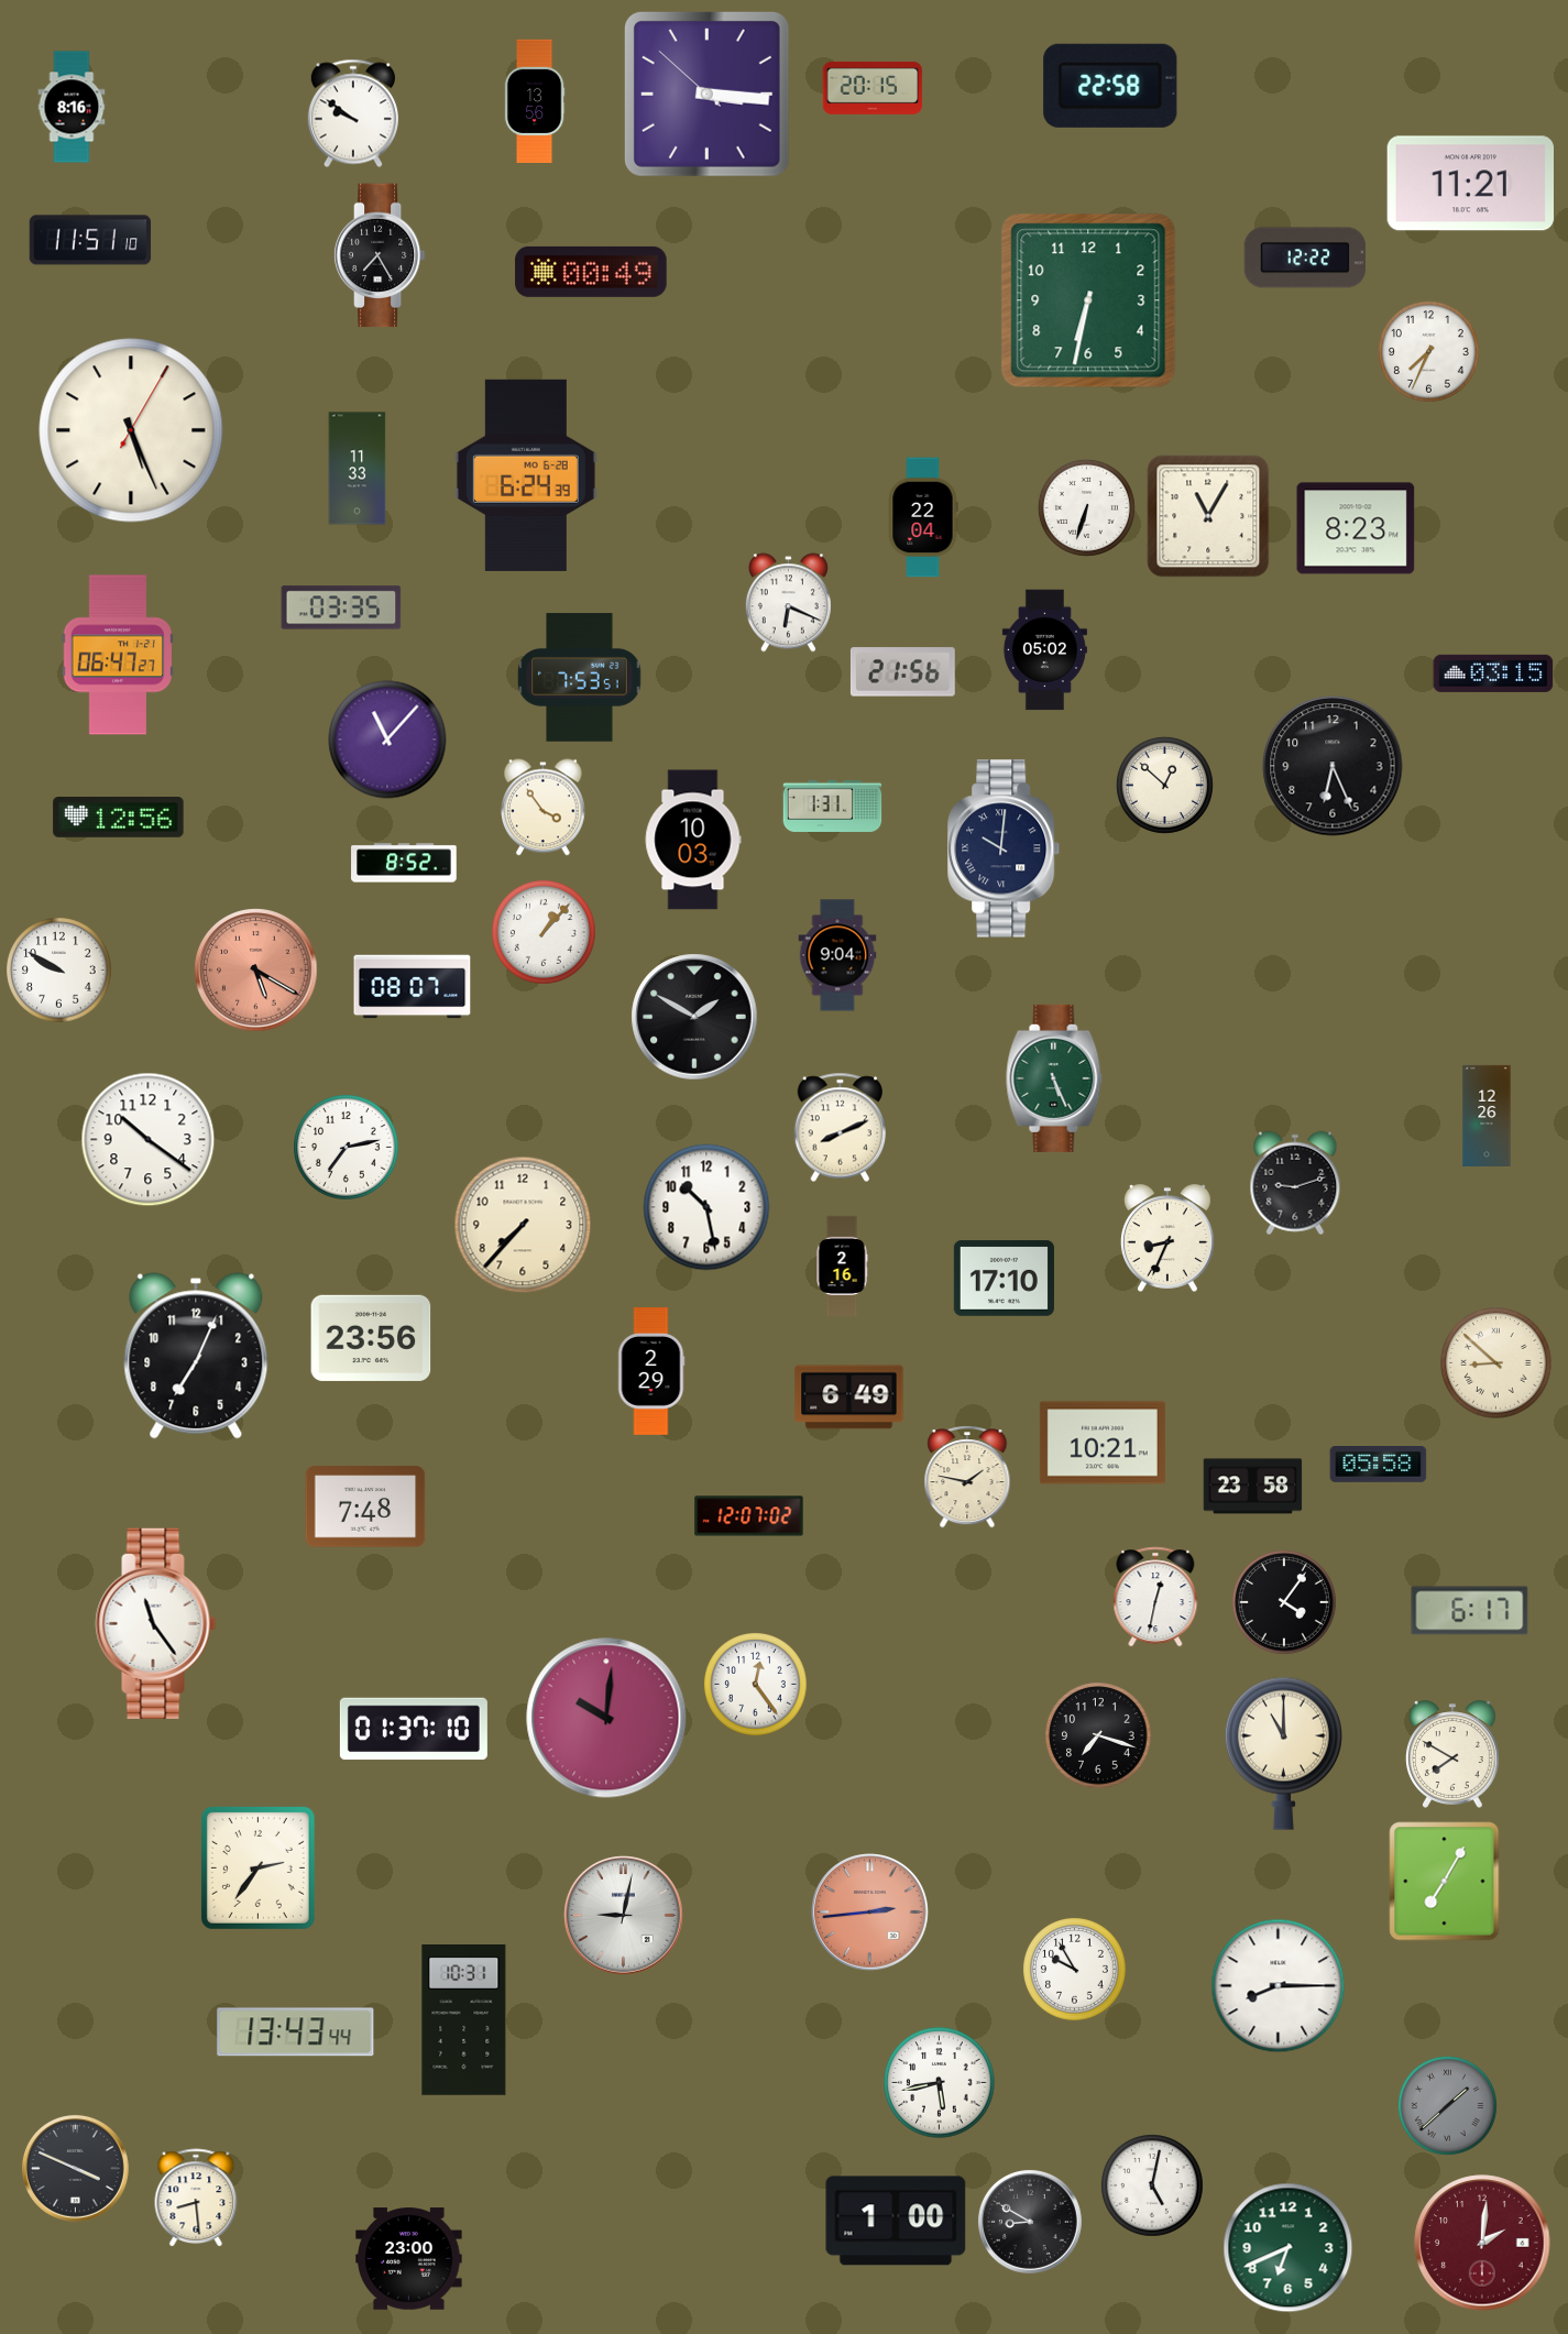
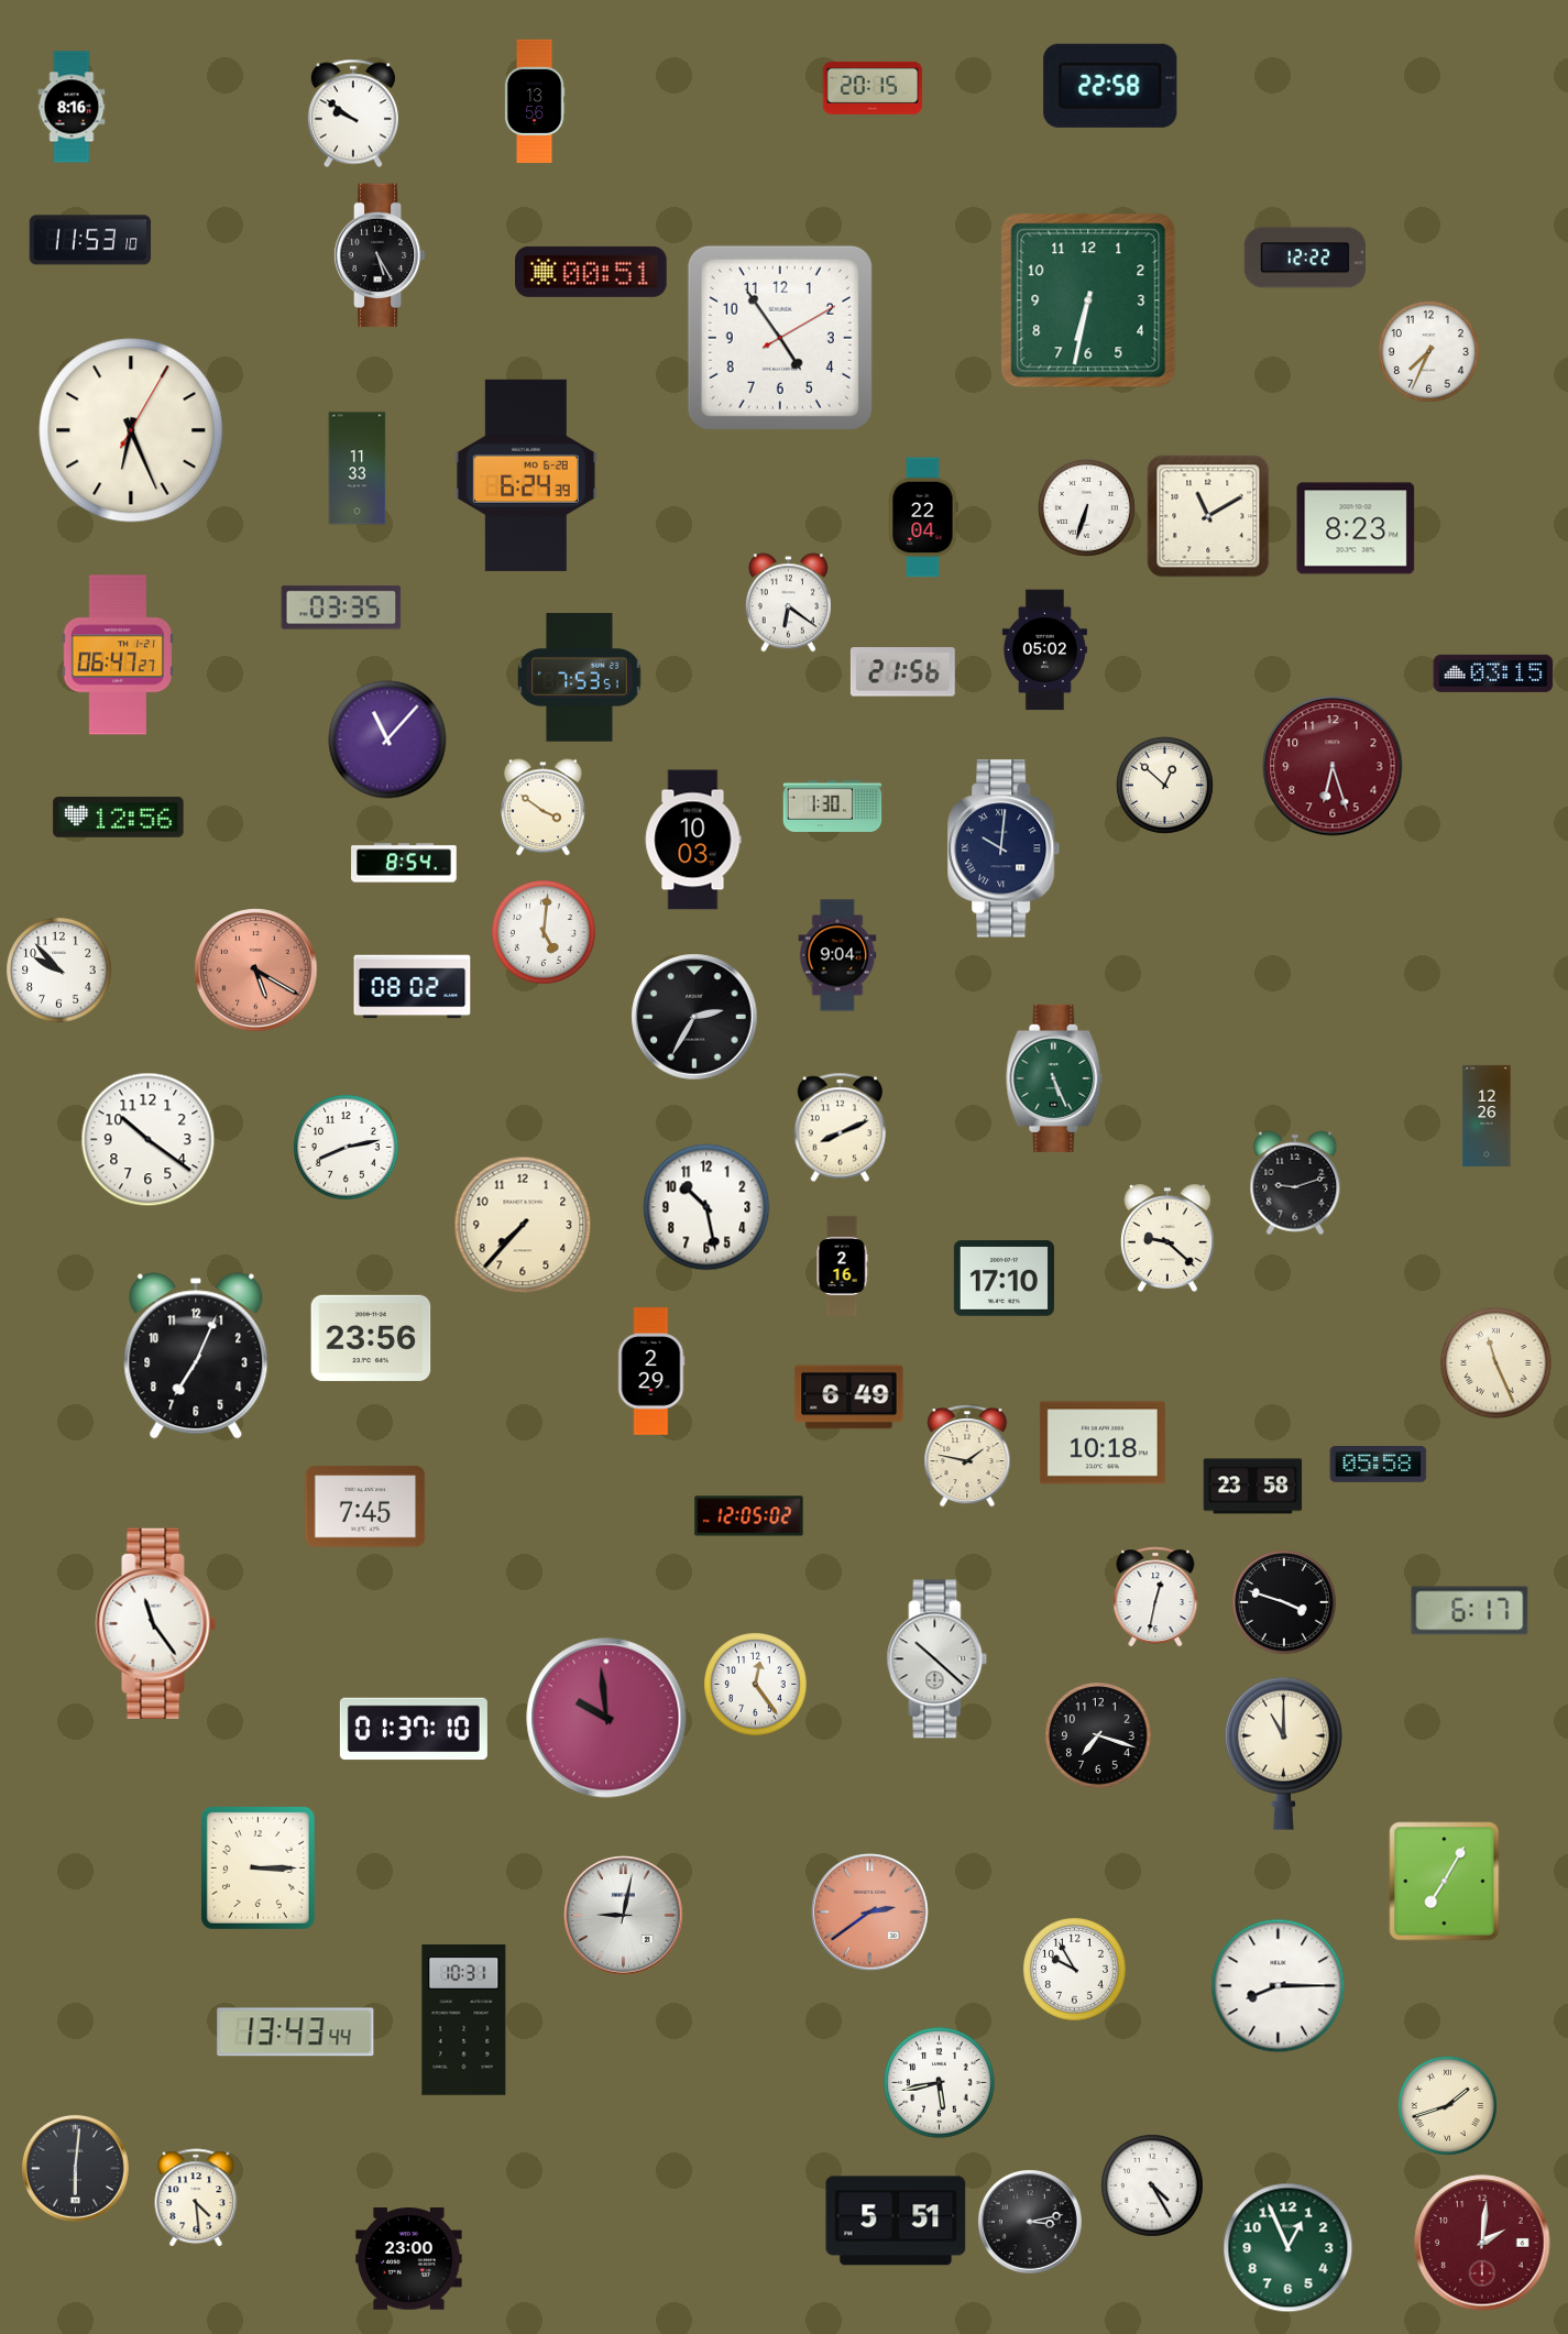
clock at (708, 95): 3:15 -> none
clock at (1470, 184): 11:21 -> none
clock at (90, 240): 11:51 -> 11:53
clock at (380, 255): 7:25 -> 5:25
clock at (591, 272): 00:49 -> 00:51
clock at (780, 338): none -> 4:54
clock at (131, 430): 5:26 -> 6:26
clock at (1208, 516): 11:05 -> 11:10
clock at (788, 603): 6:19 -> 6:21
clock at (1333, 766): 6:26 -> 6:27
clock at (1333, 766) dial: black -> burgundy
clock at (833, 806): 1:31 -> 1:30
clock at (544, 808): 3:54 -> 3:51
clock at (404, 863): 8:52 -> 8:54
clock at (544, 932): 1:07 -> 5:01
clock at (59, 971): 9:50 -> 9:53
clock at (413, 987): 08:07 -> 08:02
clock at (694, 1017): 1:50 -> 2:35
clock at (347, 1148): 7:13 -> 8:13
clock at (1167, 1238): 8:34 -> 9:22
clock at (1496, 1363): 8:52 -> 11:26
clock at (1103, 1443): 10:21 -> 10:18
clock at (967, 1478) position: (967, 1478) -> (967, 1457)
clock at (365, 1506): 7:48 -> 7:45
clock at (749, 1516): 12:07 -> 12:05
clock at (1284, 1602): 4:06 -> 3:48
clock at (937, 1659): none -> 10:22
clock at (606, 1718): 10:01 -> 9:59
clock at (1452, 1754): 7:50 -> none
clock at (257, 1867): 2:36 -> 3:15
clock at (870, 1913): 2:44 -> 2:39
clock at (1447, 2105): 1:38 -> 1:42
clock at (1447, 2105) dial: grey -> cream
clock at (75, 2168): 3:49 -> 6:01
clock at (1153, 2187): 5:02 -> 4:25
clock at (196, 2199): 8:29 -> 4:29
clock at (896, 2221): 1:00 -> 5:51
clock at (1030, 2222): 8:50 -> 3:13
clock at (1289, 2248): 6:41 -> 12:56
